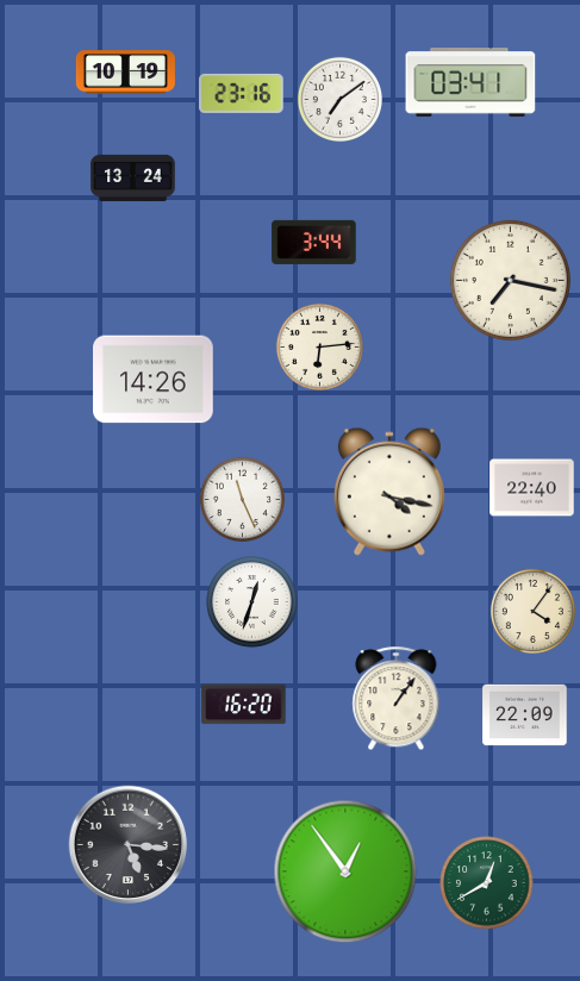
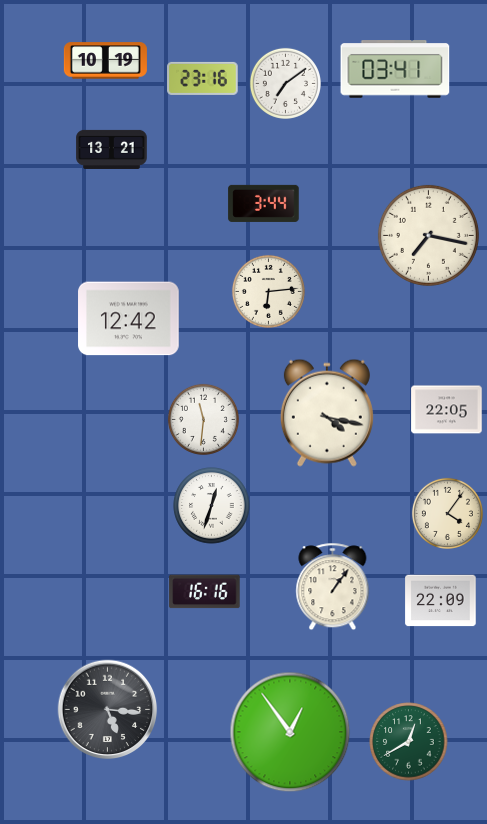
clock at (133, 177): 13:24 -> 13:21
clock at (154, 380): 14:26 -> 12:42
clock at (532, 488): 22:40 -> 22:05
clock at (242, 499): 11:26 -> 11:31
clock at (244, 705): 16:20 -> 16:16
